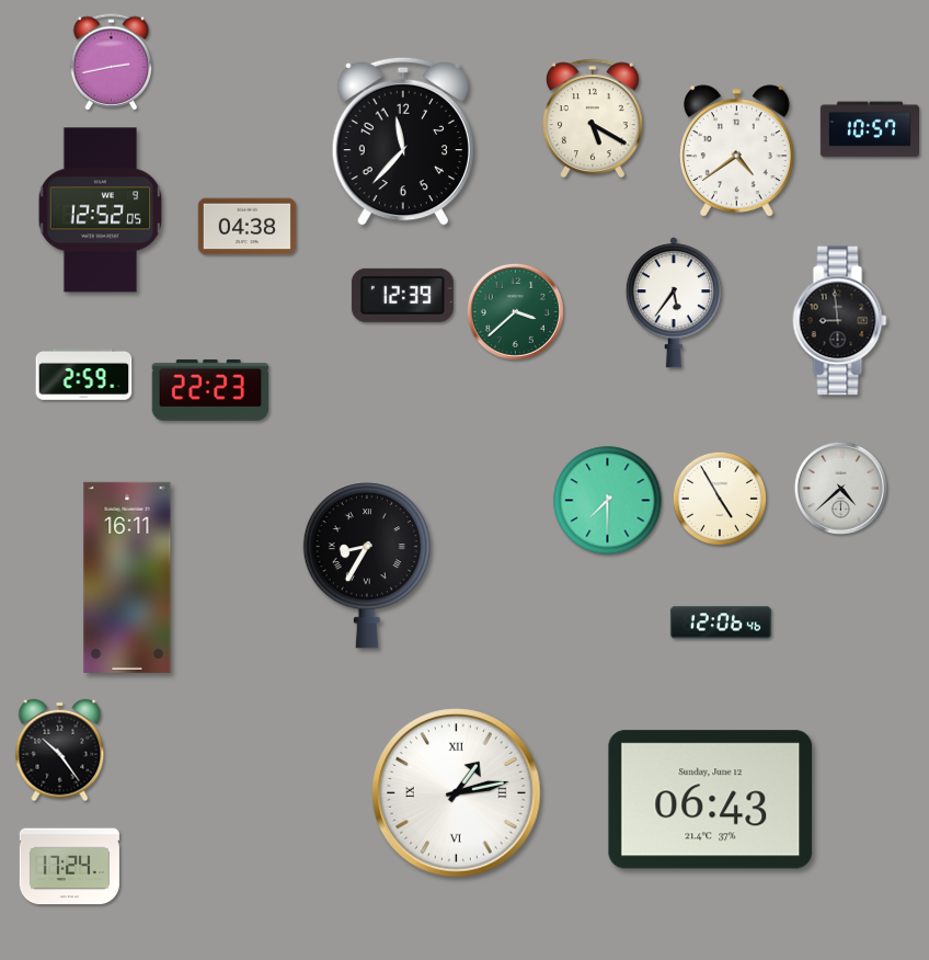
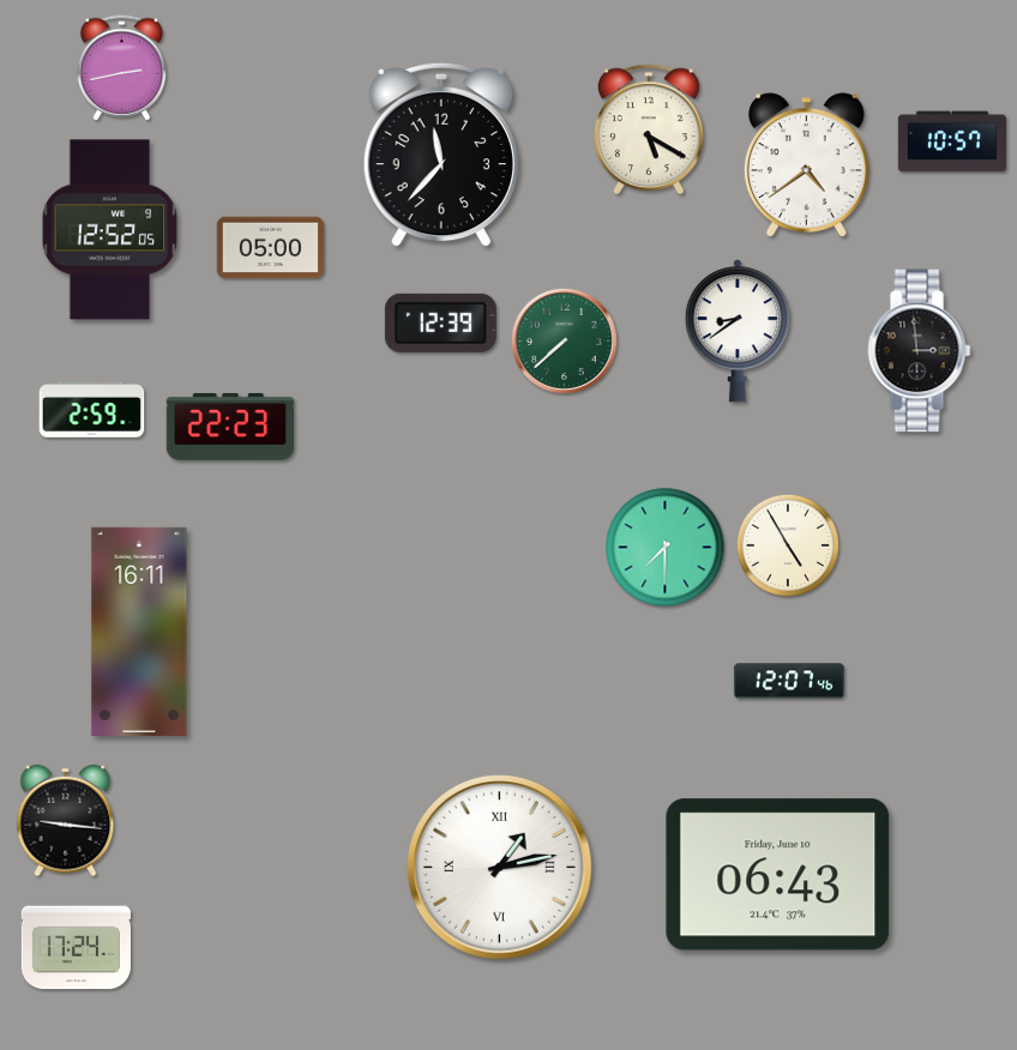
clock at (248, 227): 04:38 -> 05:00
clock at (674, 302): 5:36 -> 8:39
clock at (515, 311): 3:38 -> 7:38
clock at (840, 321): 8:59 -> 2:59
clock at (840, 488): 4:38 -> none
clock at (367, 565): 8:35 -> none
clock at (721, 622): 12:06 -> 12:07
clock at (60, 751): 10:24 -> 9:16
clock at (711, 800) date: Sunday, June 12 -> Friday, June 10
